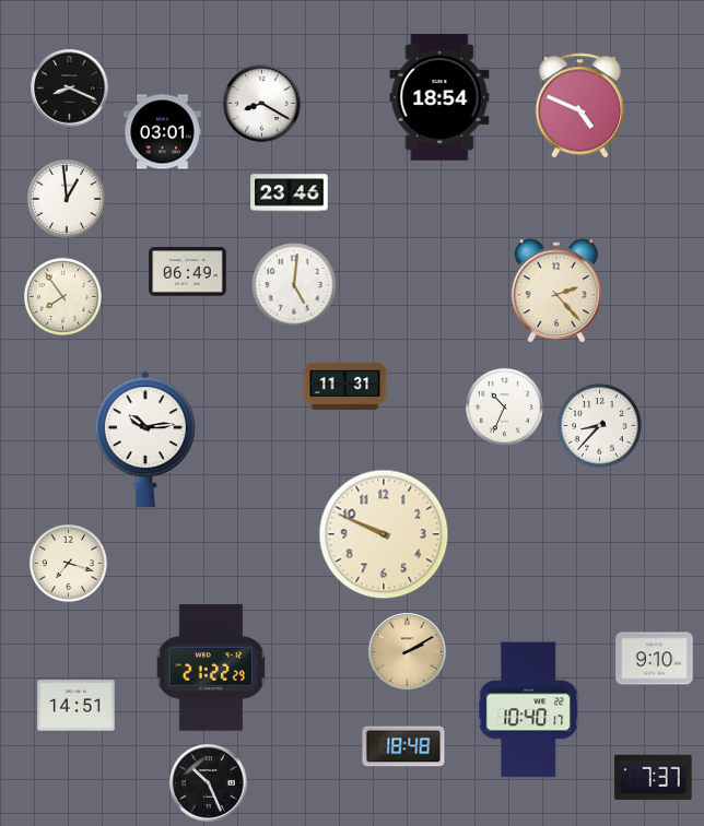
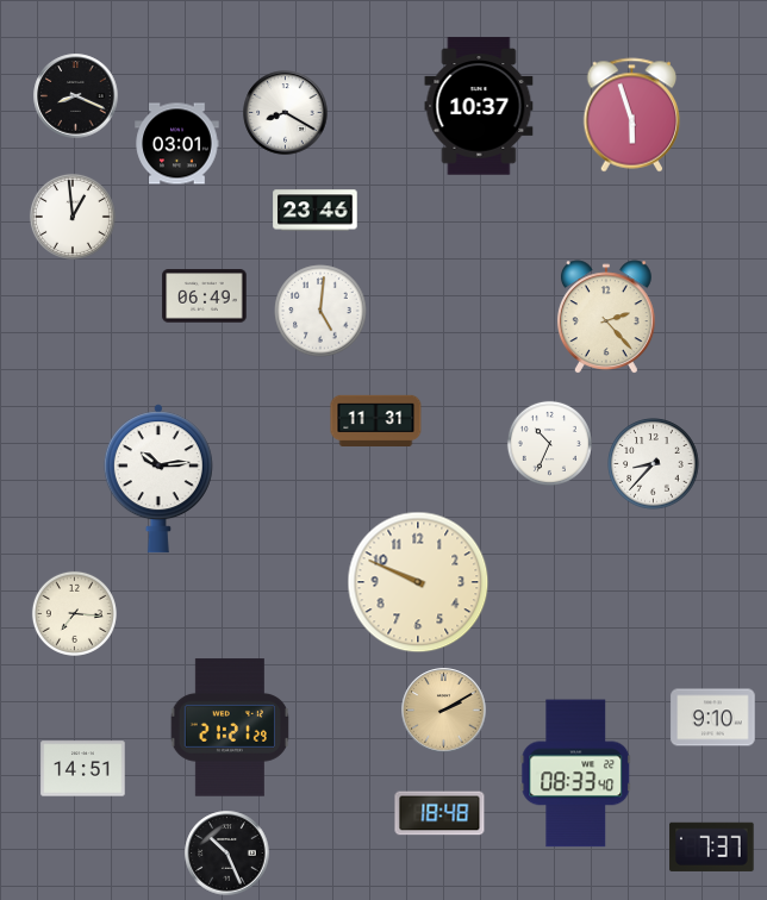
clock at (439, 97): 18:54 -> 10:37
clock at (580, 106): 4:49 -> 5:57
clock at (62, 296): 7:54 -> none
clock at (68, 563): 7:18 -> 7:16
clock at (211, 668): 21:22 -> 21:21
clock at (529, 710): 10:40 -> 08:33
